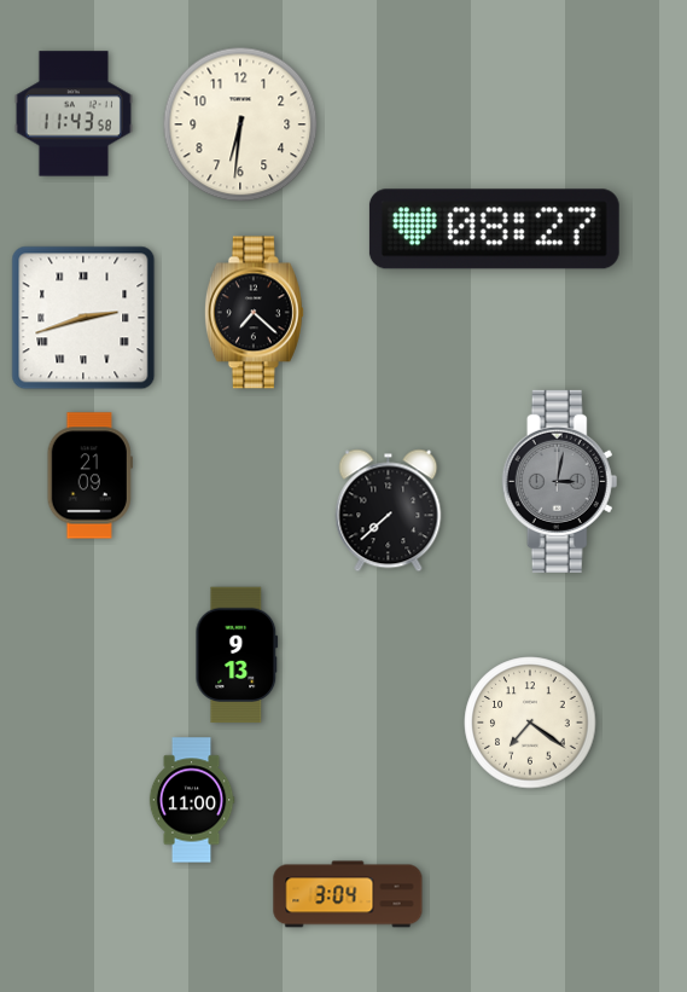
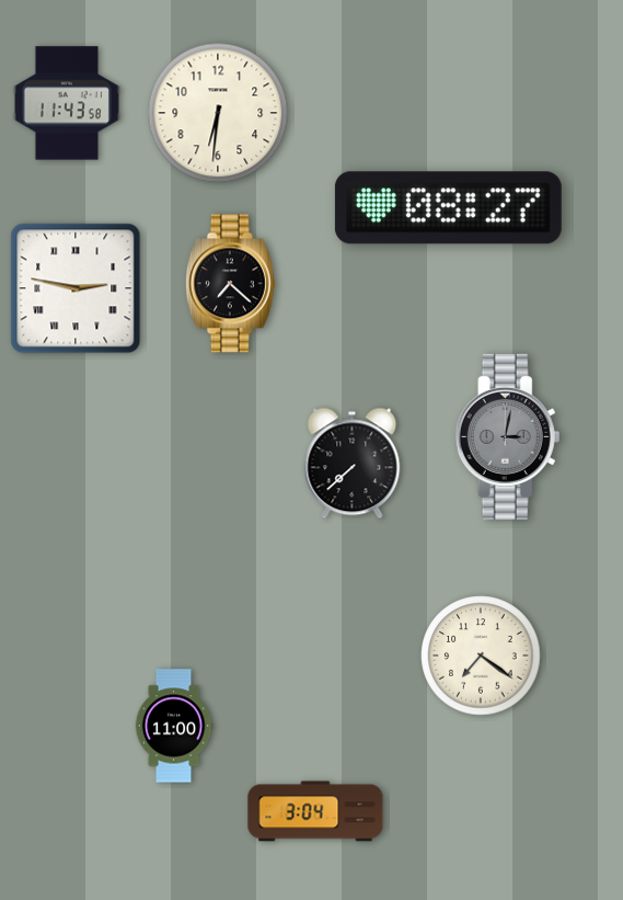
clock at (83, 318): 2:42 -> 2:47
clock at (89, 476): 21:09 -> none
clock at (237, 655): 9:13 -> none
